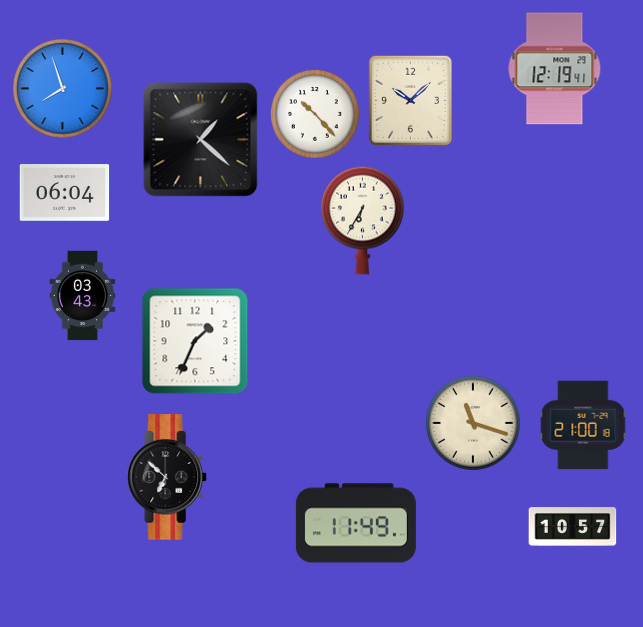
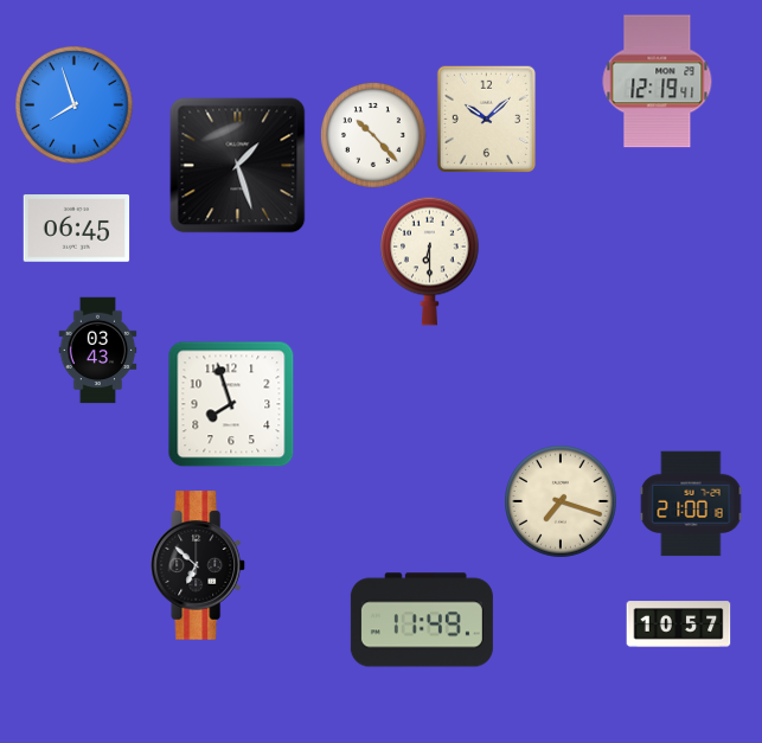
clock at (201, 140): 1:22 -> 1:27
clock at (65, 193): 06:04 -> 06:45
clock at (363, 220): 6:35 -> 6:30
clock at (195, 341): 1:34 -> 7:57
clock at (474, 424): 11:18 -> 7:18
